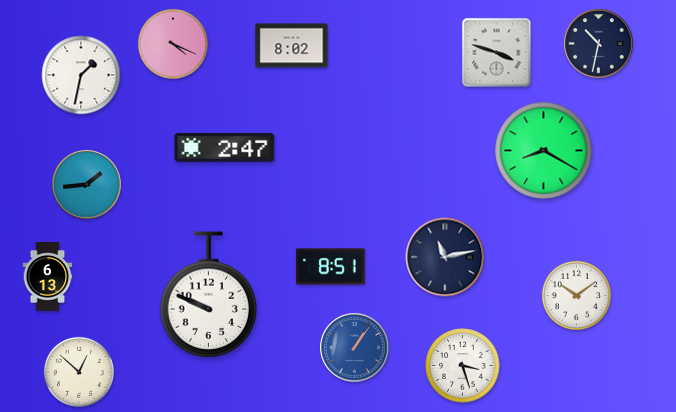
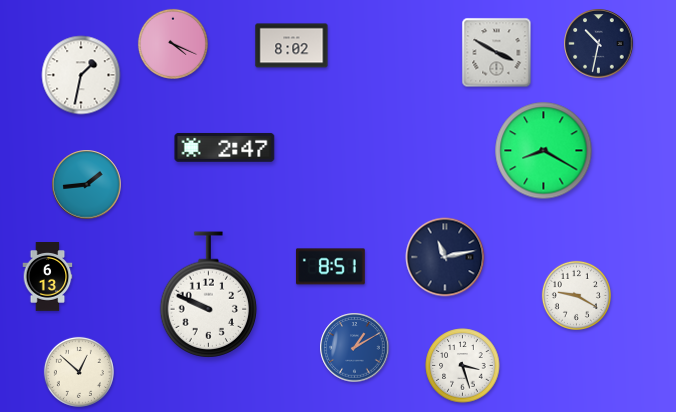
clock at (497, 53): 3:48 -> 3:50
clock at (576, 295): 10:09 -> 9:20
clock at (355, 348): 1:06 -> 1:10
